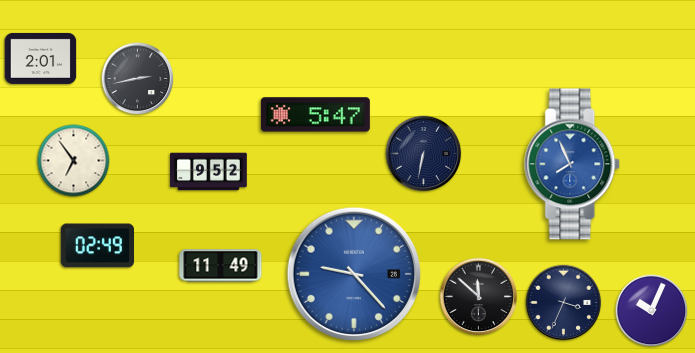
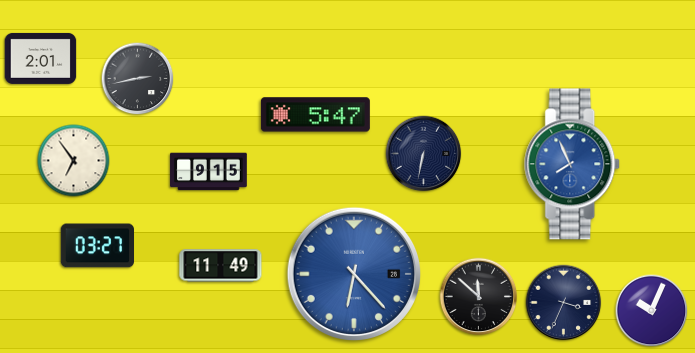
clock at (209, 172): 9:52 -> 9:15
clock at (97, 246): 02:49 -> 03:27
clock at (353, 273): 9:23 -> 6:23
